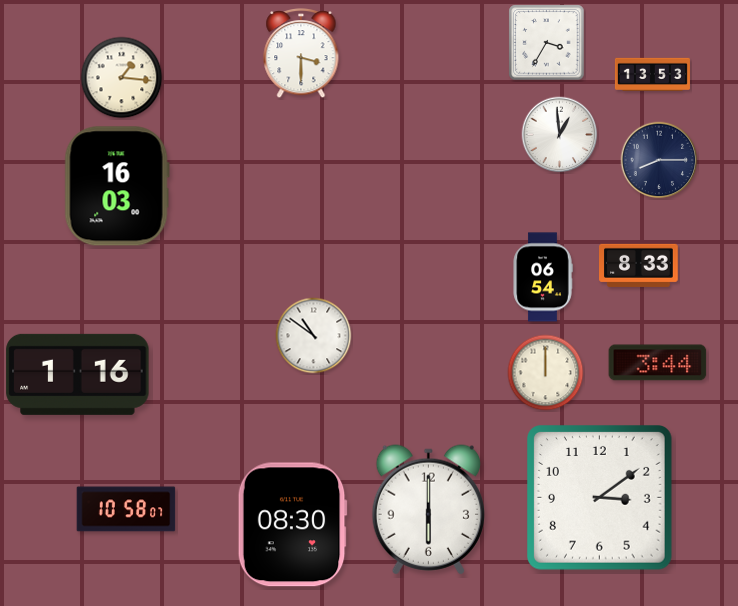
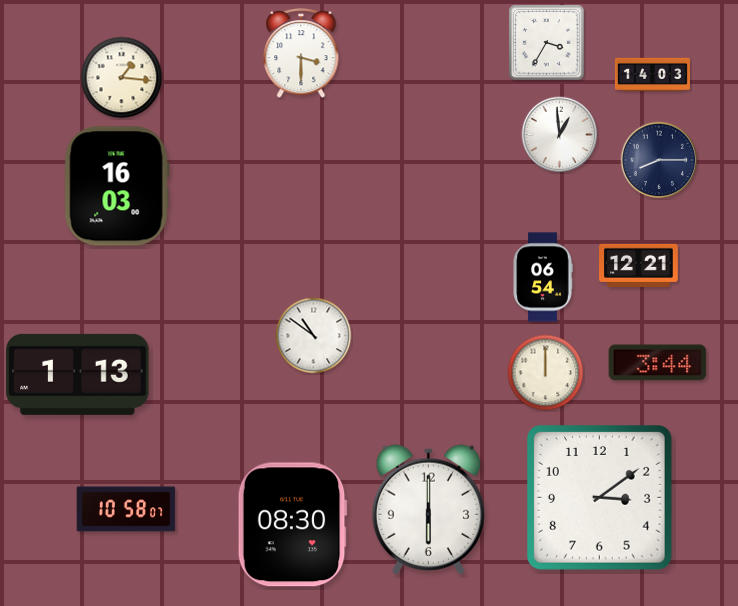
clock at (652, 74): 13:53 -> 14:03
clock at (639, 265): 8:33 -> 12:21
clock at (78, 374): 1:16 -> 1:13
